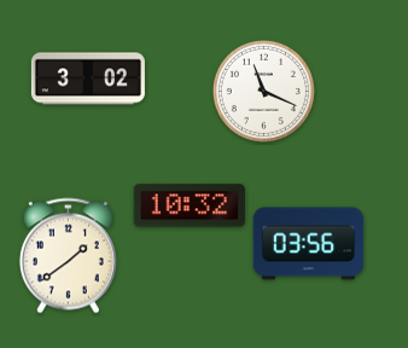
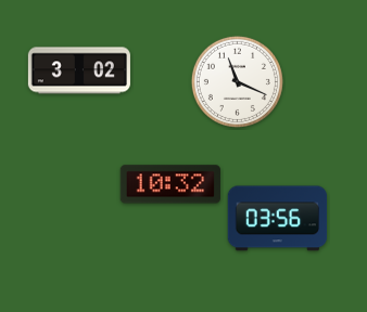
clock at (68, 256): 1:39 -> none
